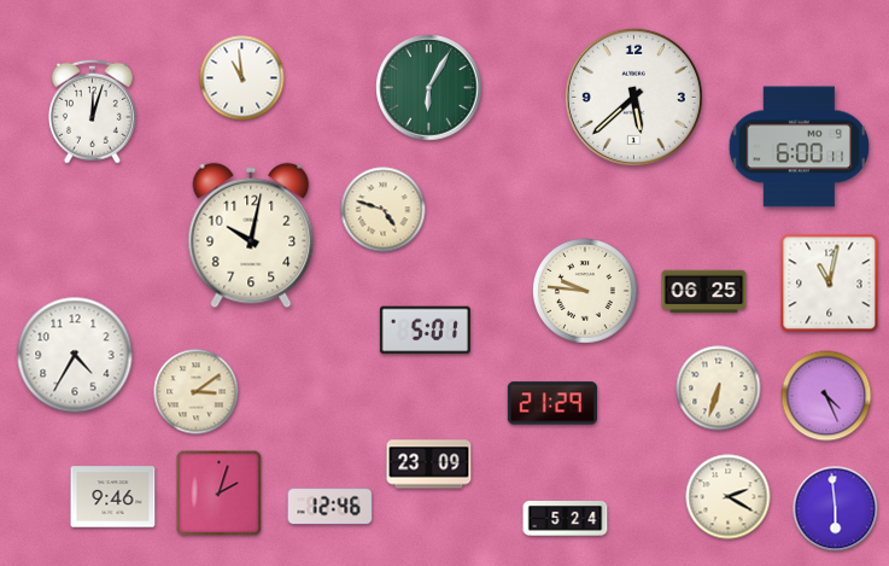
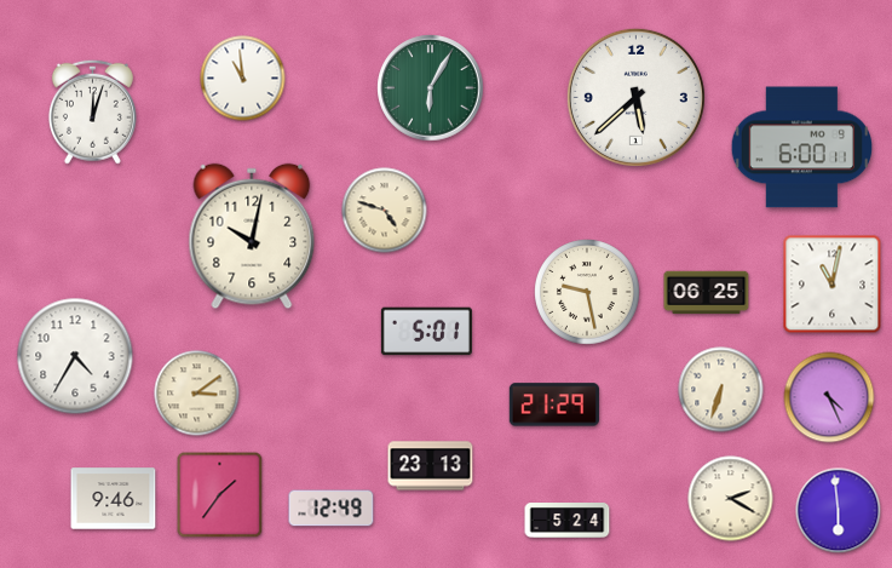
clock at (585, 291): 9:46 -> 9:28
clock at (429, 465): 23:09 -> 23:13
clock at (220, 494): 2:03 -> 1:36
clock at (331, 507): 12:46 -> 12:49
